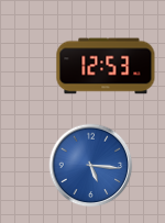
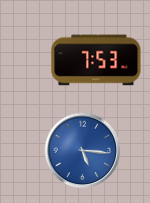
clock at (106, 66): 12:53 -> 7:53
